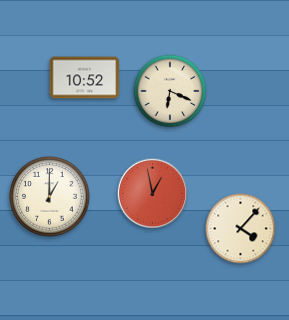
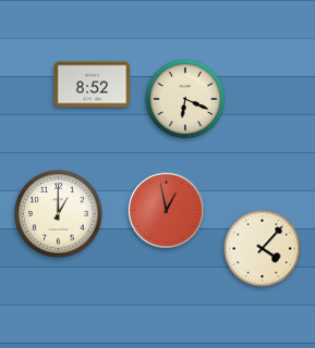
clock at (85, 78): 10:52 -> 8:52
clock at (50, 197) position: (50, 197) -> (59, 214)
